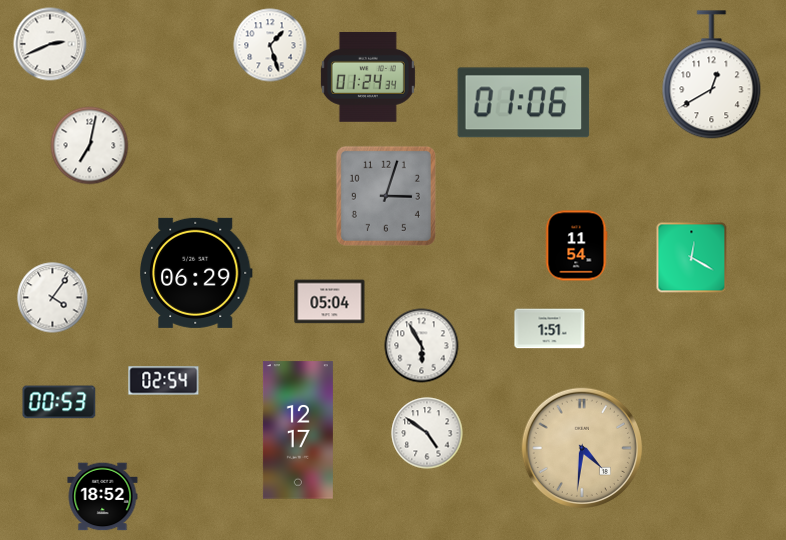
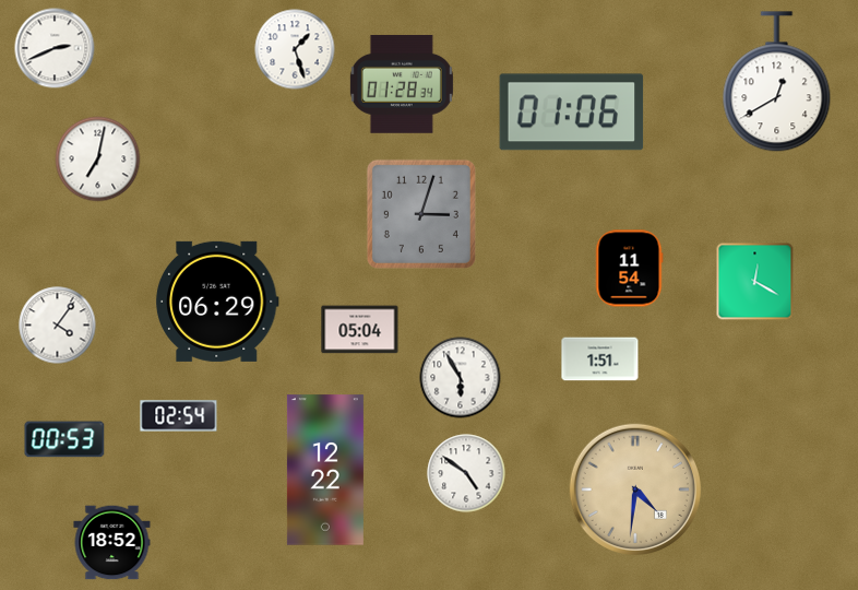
clock at (368, 77): 01:24 -> 01:28
clock at (196, 273) position: (196, 273) -> (217, 302)
clock at (298, 430): 12:17 -> 12:22
